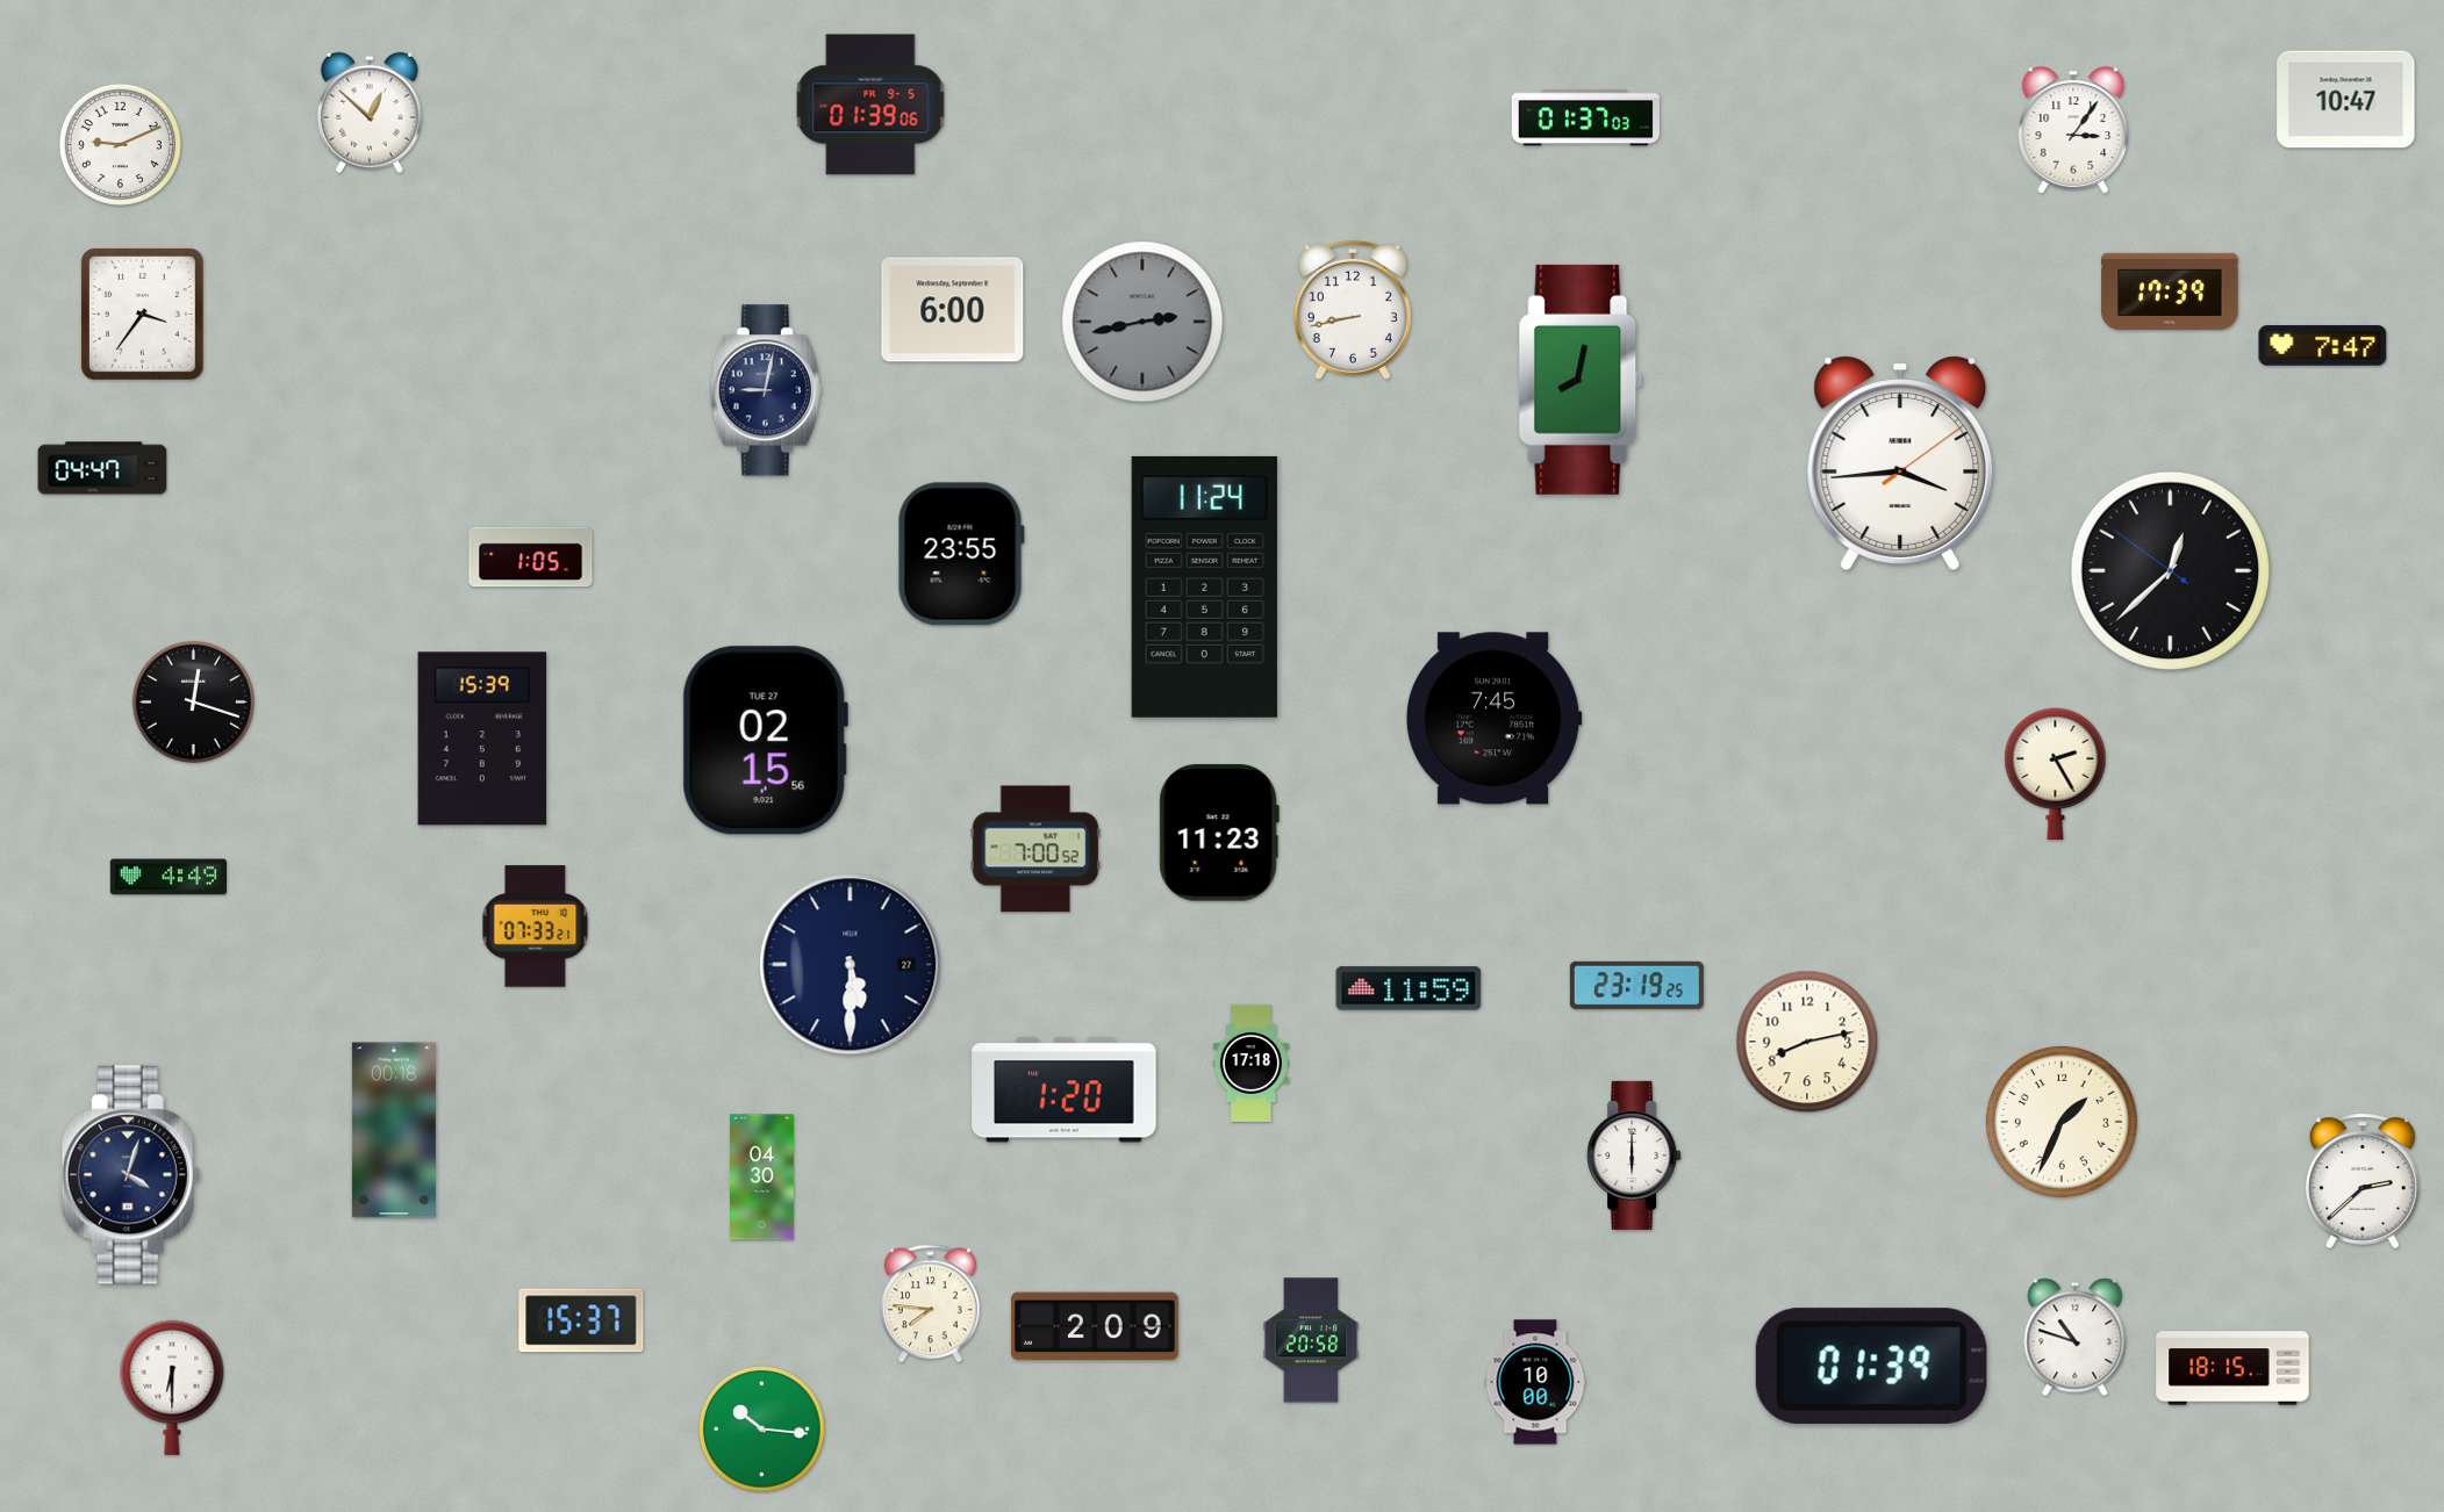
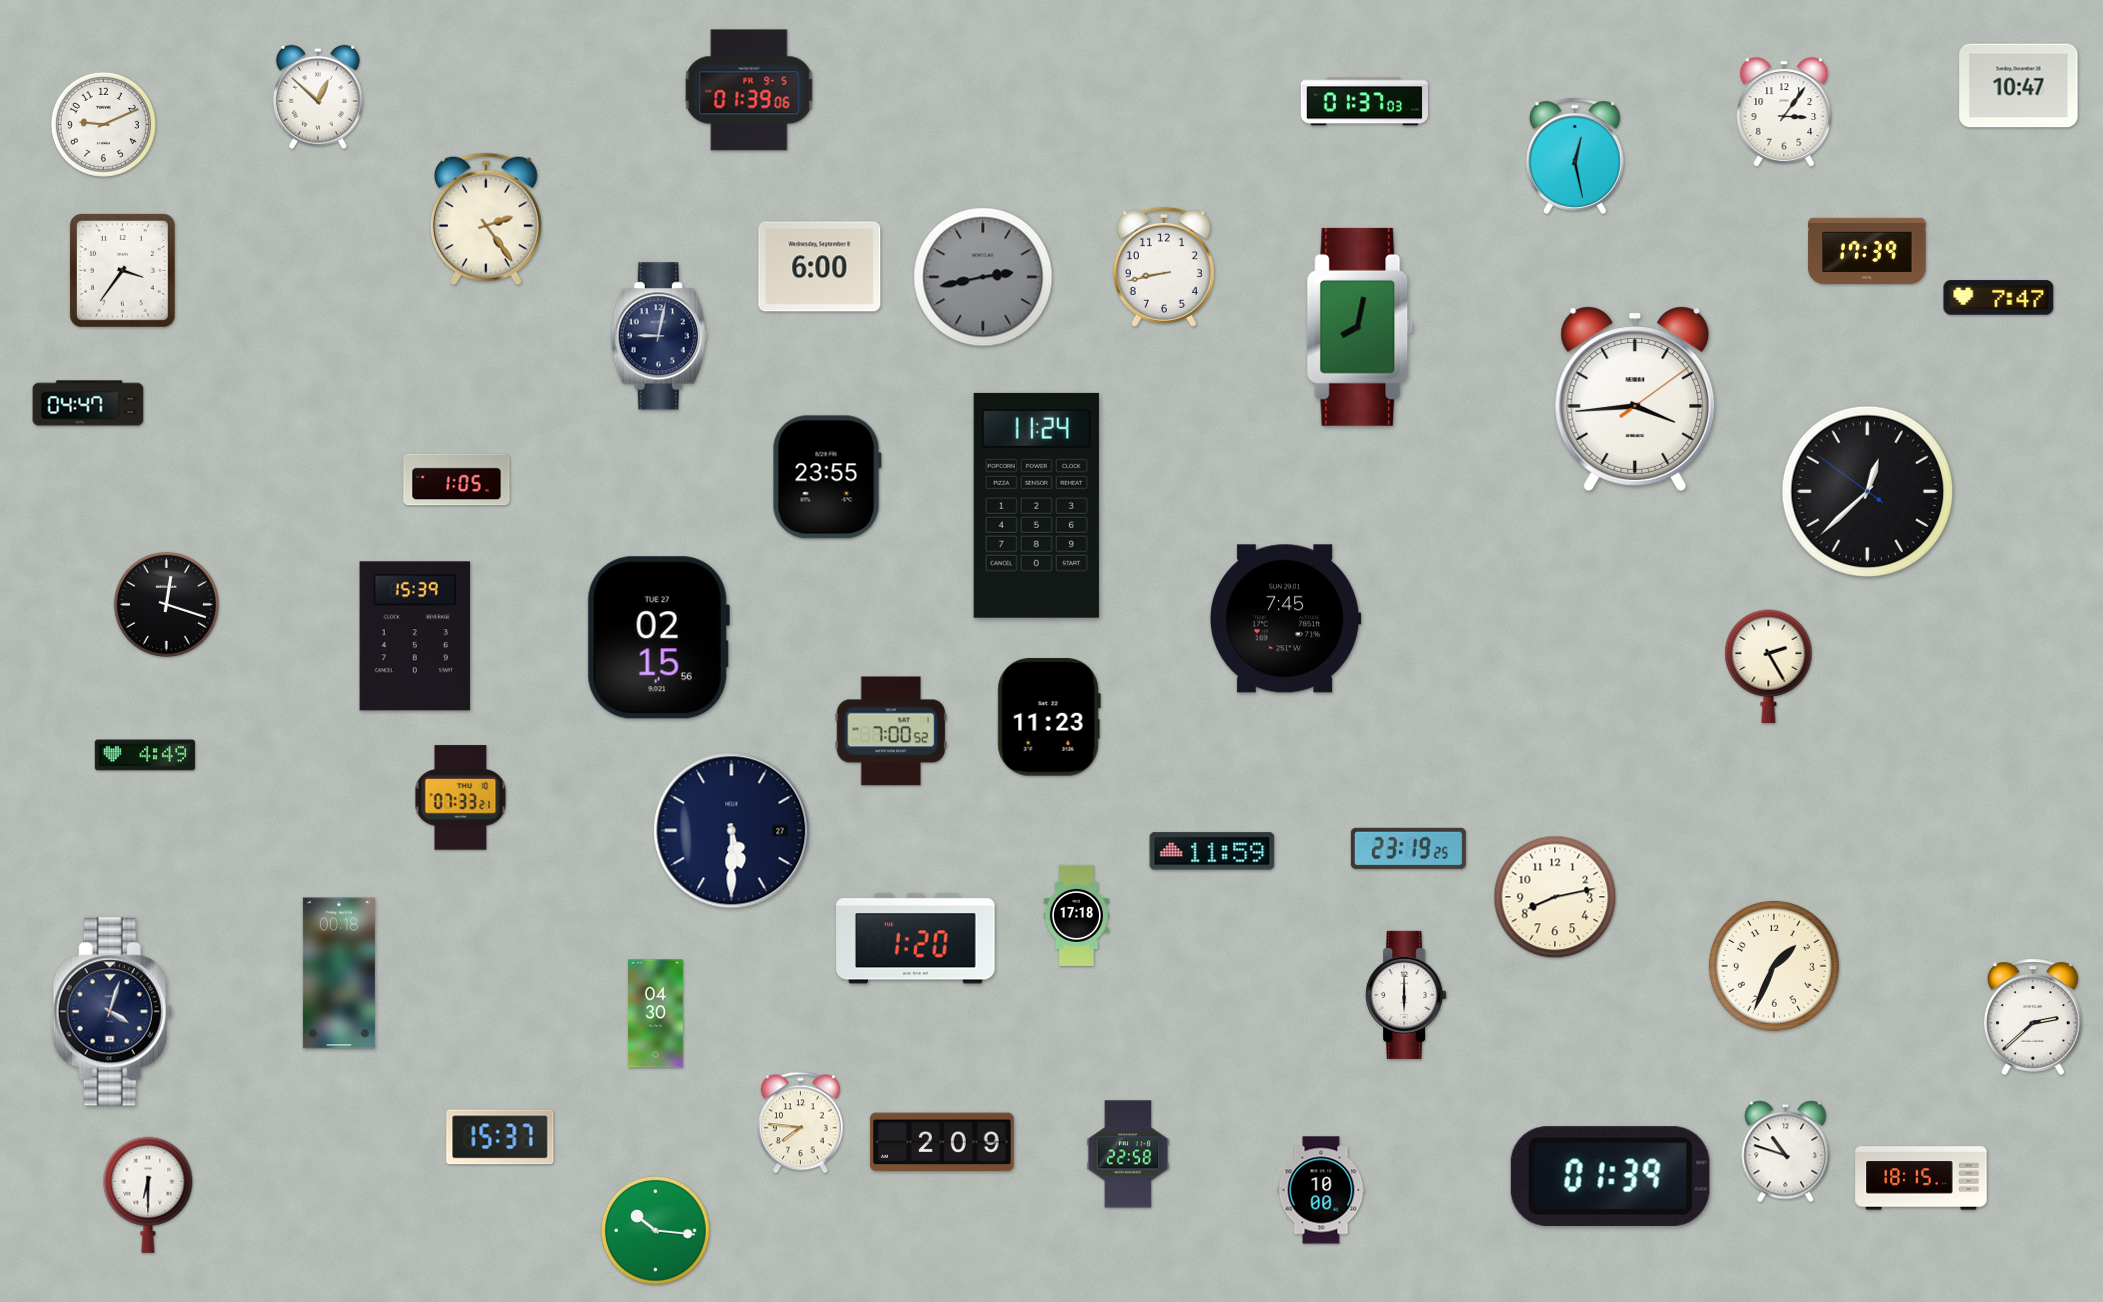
clock at (1576, 156): none -> 12:28
clock at (487, 219): none -> 2:24
clock at (1311, 1340): 20:58 -> 22:58
